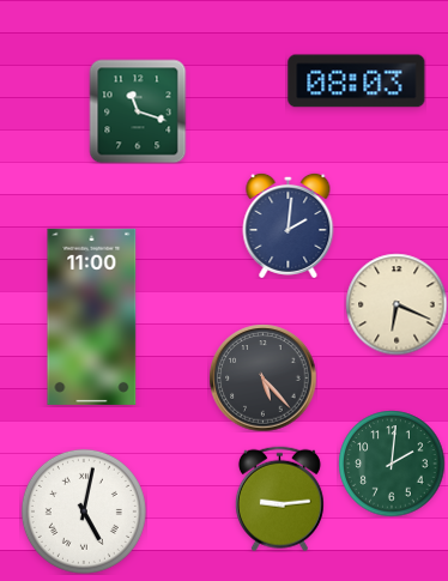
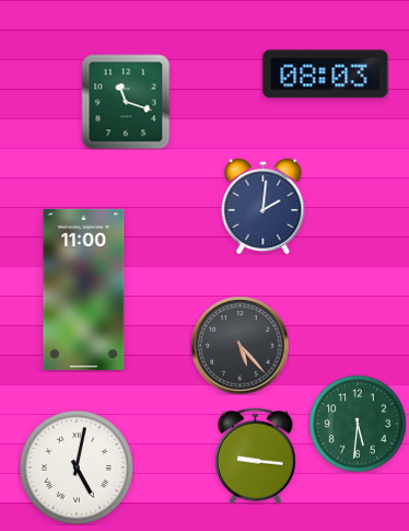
clock at (396, 304): 6:19 -> none
clock at (392, 464): 2:01 -> 5:31
clock at (279, 498): 9:14 -> 9:16
